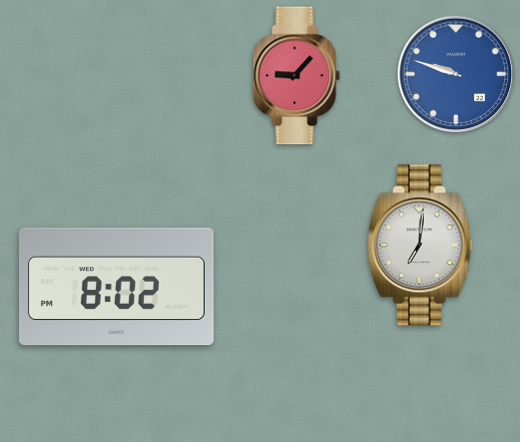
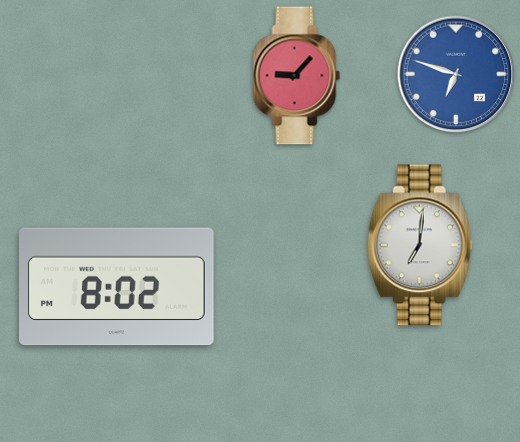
clock at (456, 74): 9:48 -> 6:48
